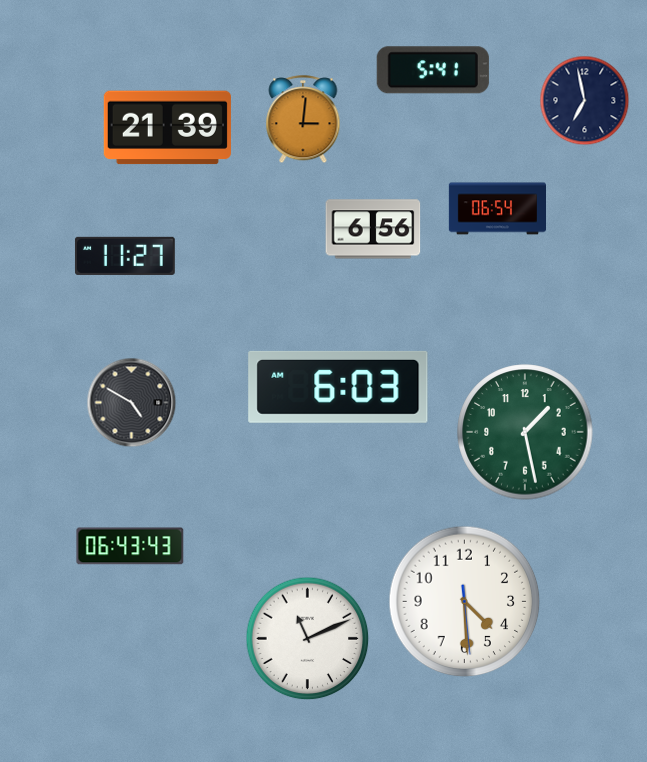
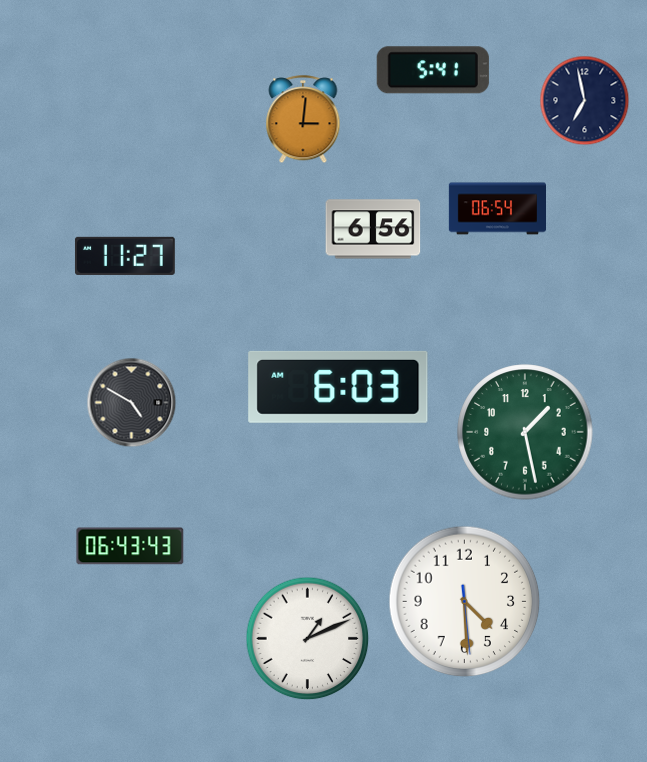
clock at (167, 128): 21:39 -> none
clock at (308, 639): 11:11 -> 1:11
